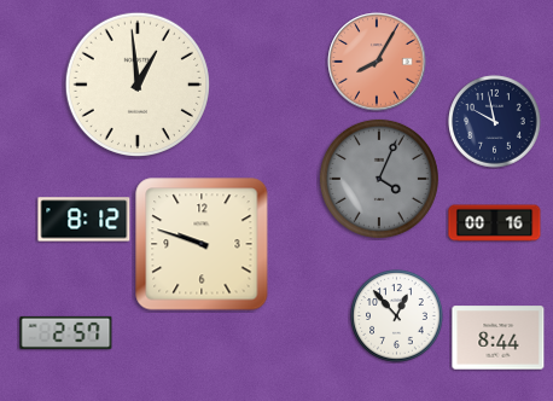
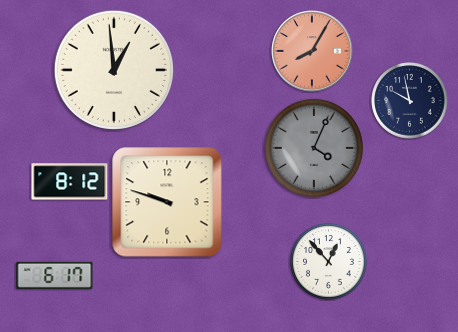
clock at (495, 223): 00:16 -> none
clock at (66, 332): 2:57 -> 6:17
clock at (499, 338): 8:44 -> none
